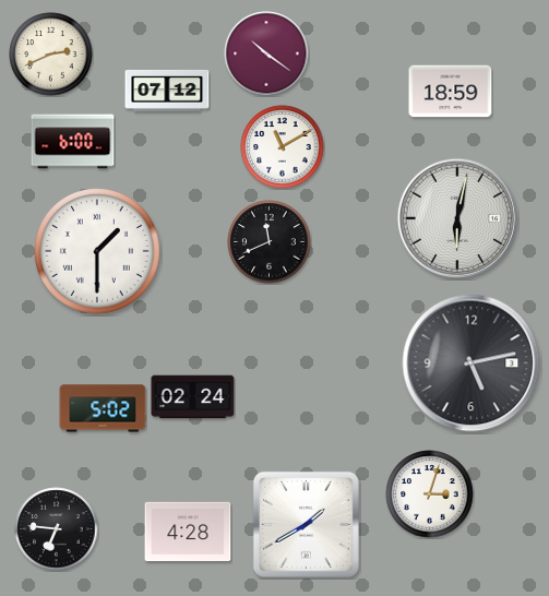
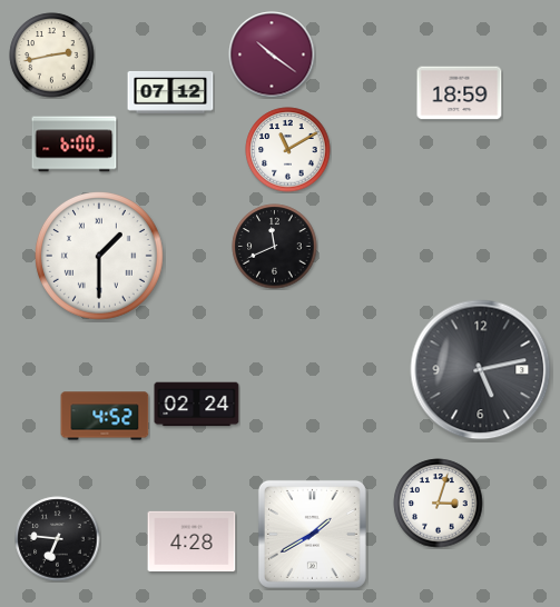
clock at (51, 55): 2:41 -> 2:43
clock at (457, 218): 6:02 -> none
clock at (103, 408): 5:02 -> 4:52
